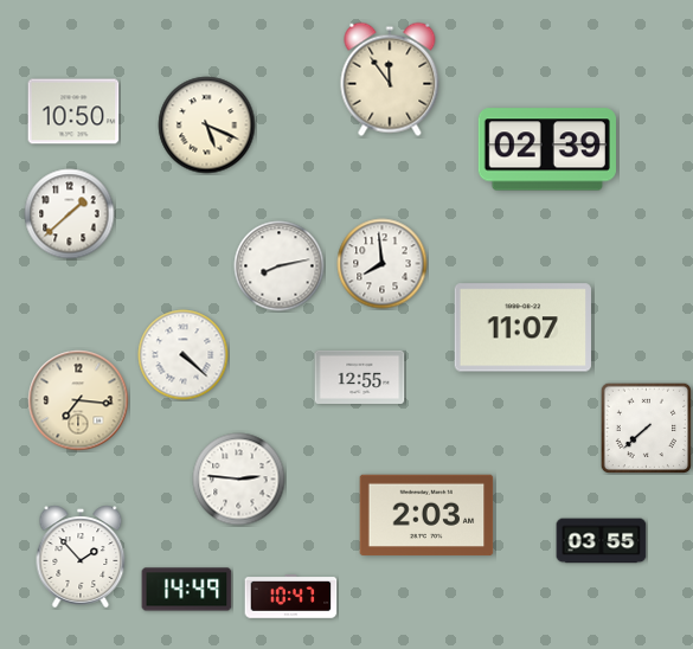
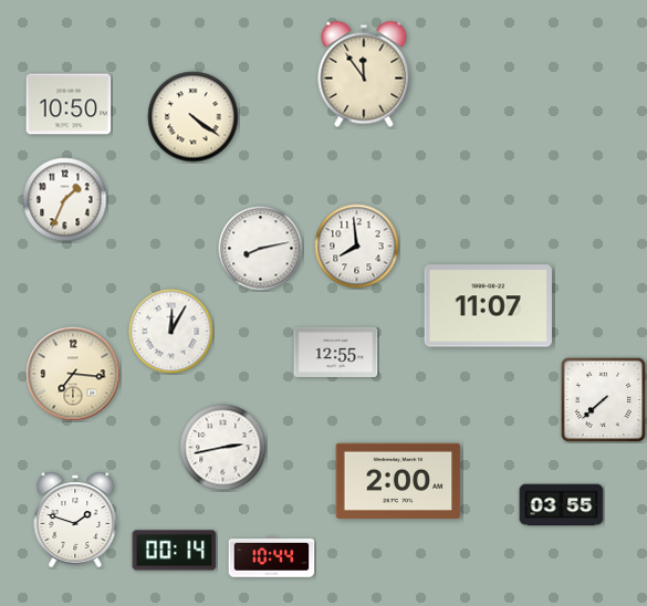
clock at (207, 126): 5:19 -> 4:21
clock at (547, 149): 02:39 -> none
clock at (70, 214): 1:38 -> 1:34
clock at (184, 355): 4:22 -> 12:05
clock at (239, 480): 2:46 -> 2:43
clock at (426, 515): 2:03 -> 2:00
clock at (81, 557): 1:53 -> 1:48
clock at (187, 590): 14:49 -> 00:14
clock at (291, 597): 10:47 -> 10:44
